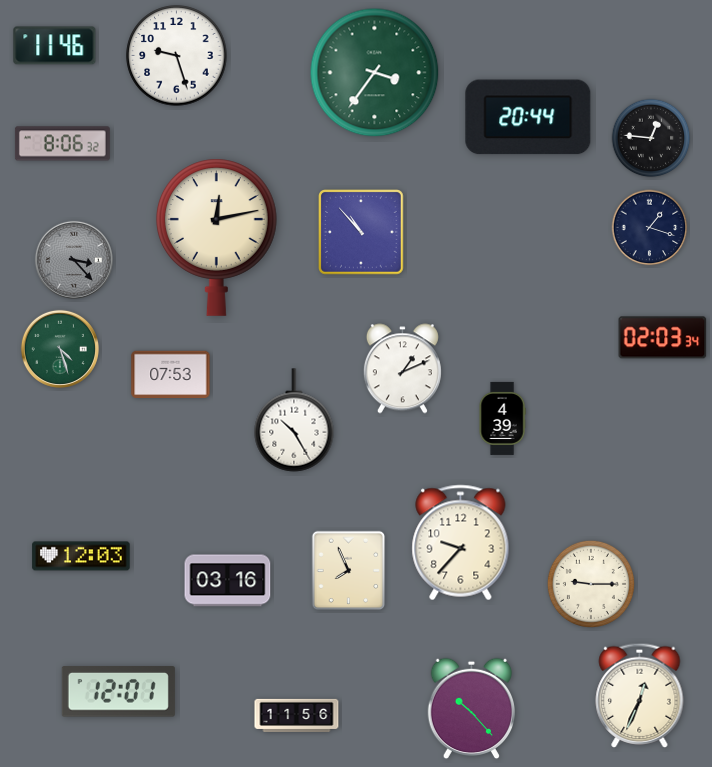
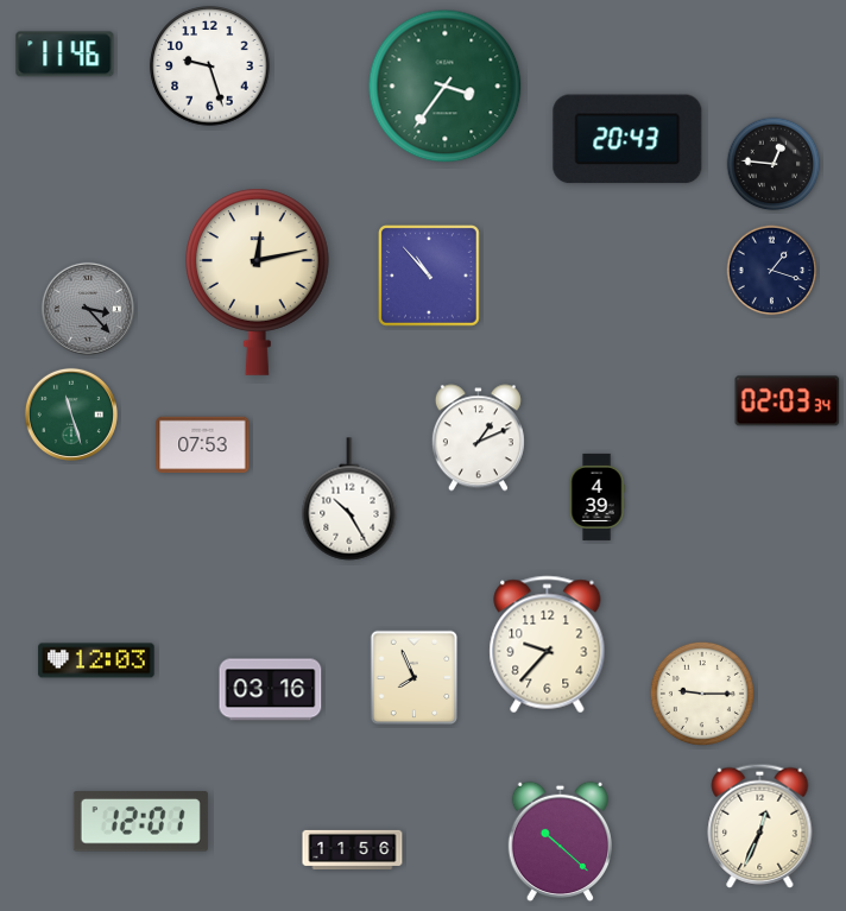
clock at (528, 117): 20:44 -> 20:43
clock at (62, 144): 8:06 -> none
clock at (60, 349): 4:27 -> 11:27
clock at (471, 709): 10:23 -> 10:22
